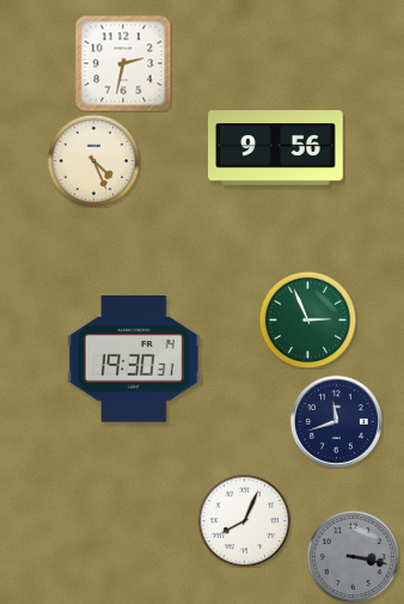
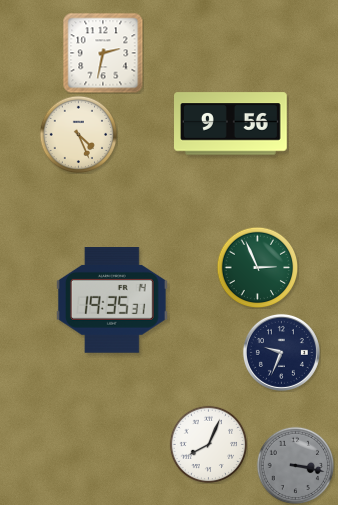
clock at (134, 360): 19:30 -> 19:35
clock at (336, 421): 11:42 -> 9:34
clock at (244, 520) position: (244, 520) -> (208, 444)
